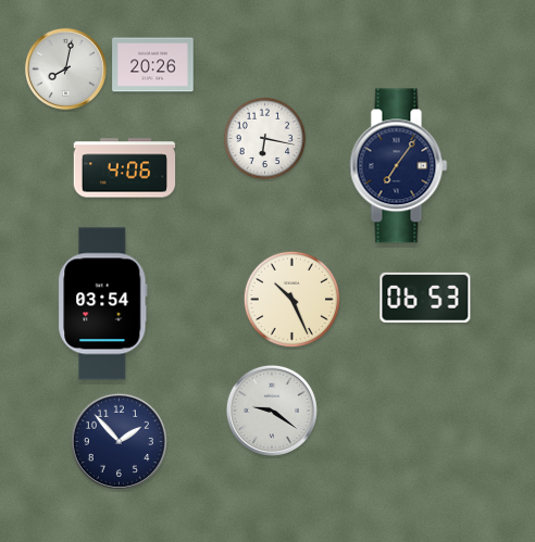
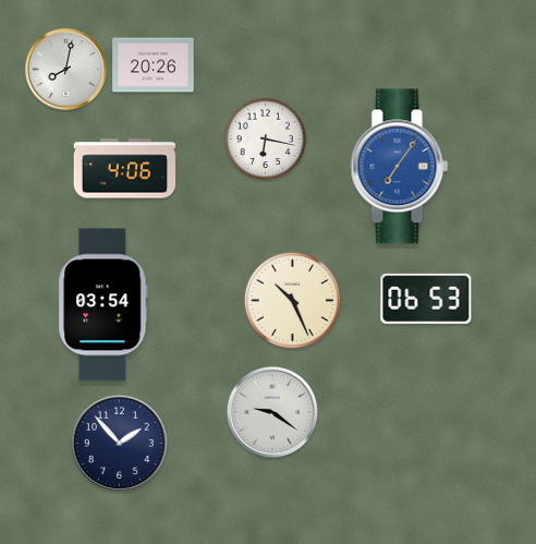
clock at (399, 166) dial: navy -> blue
